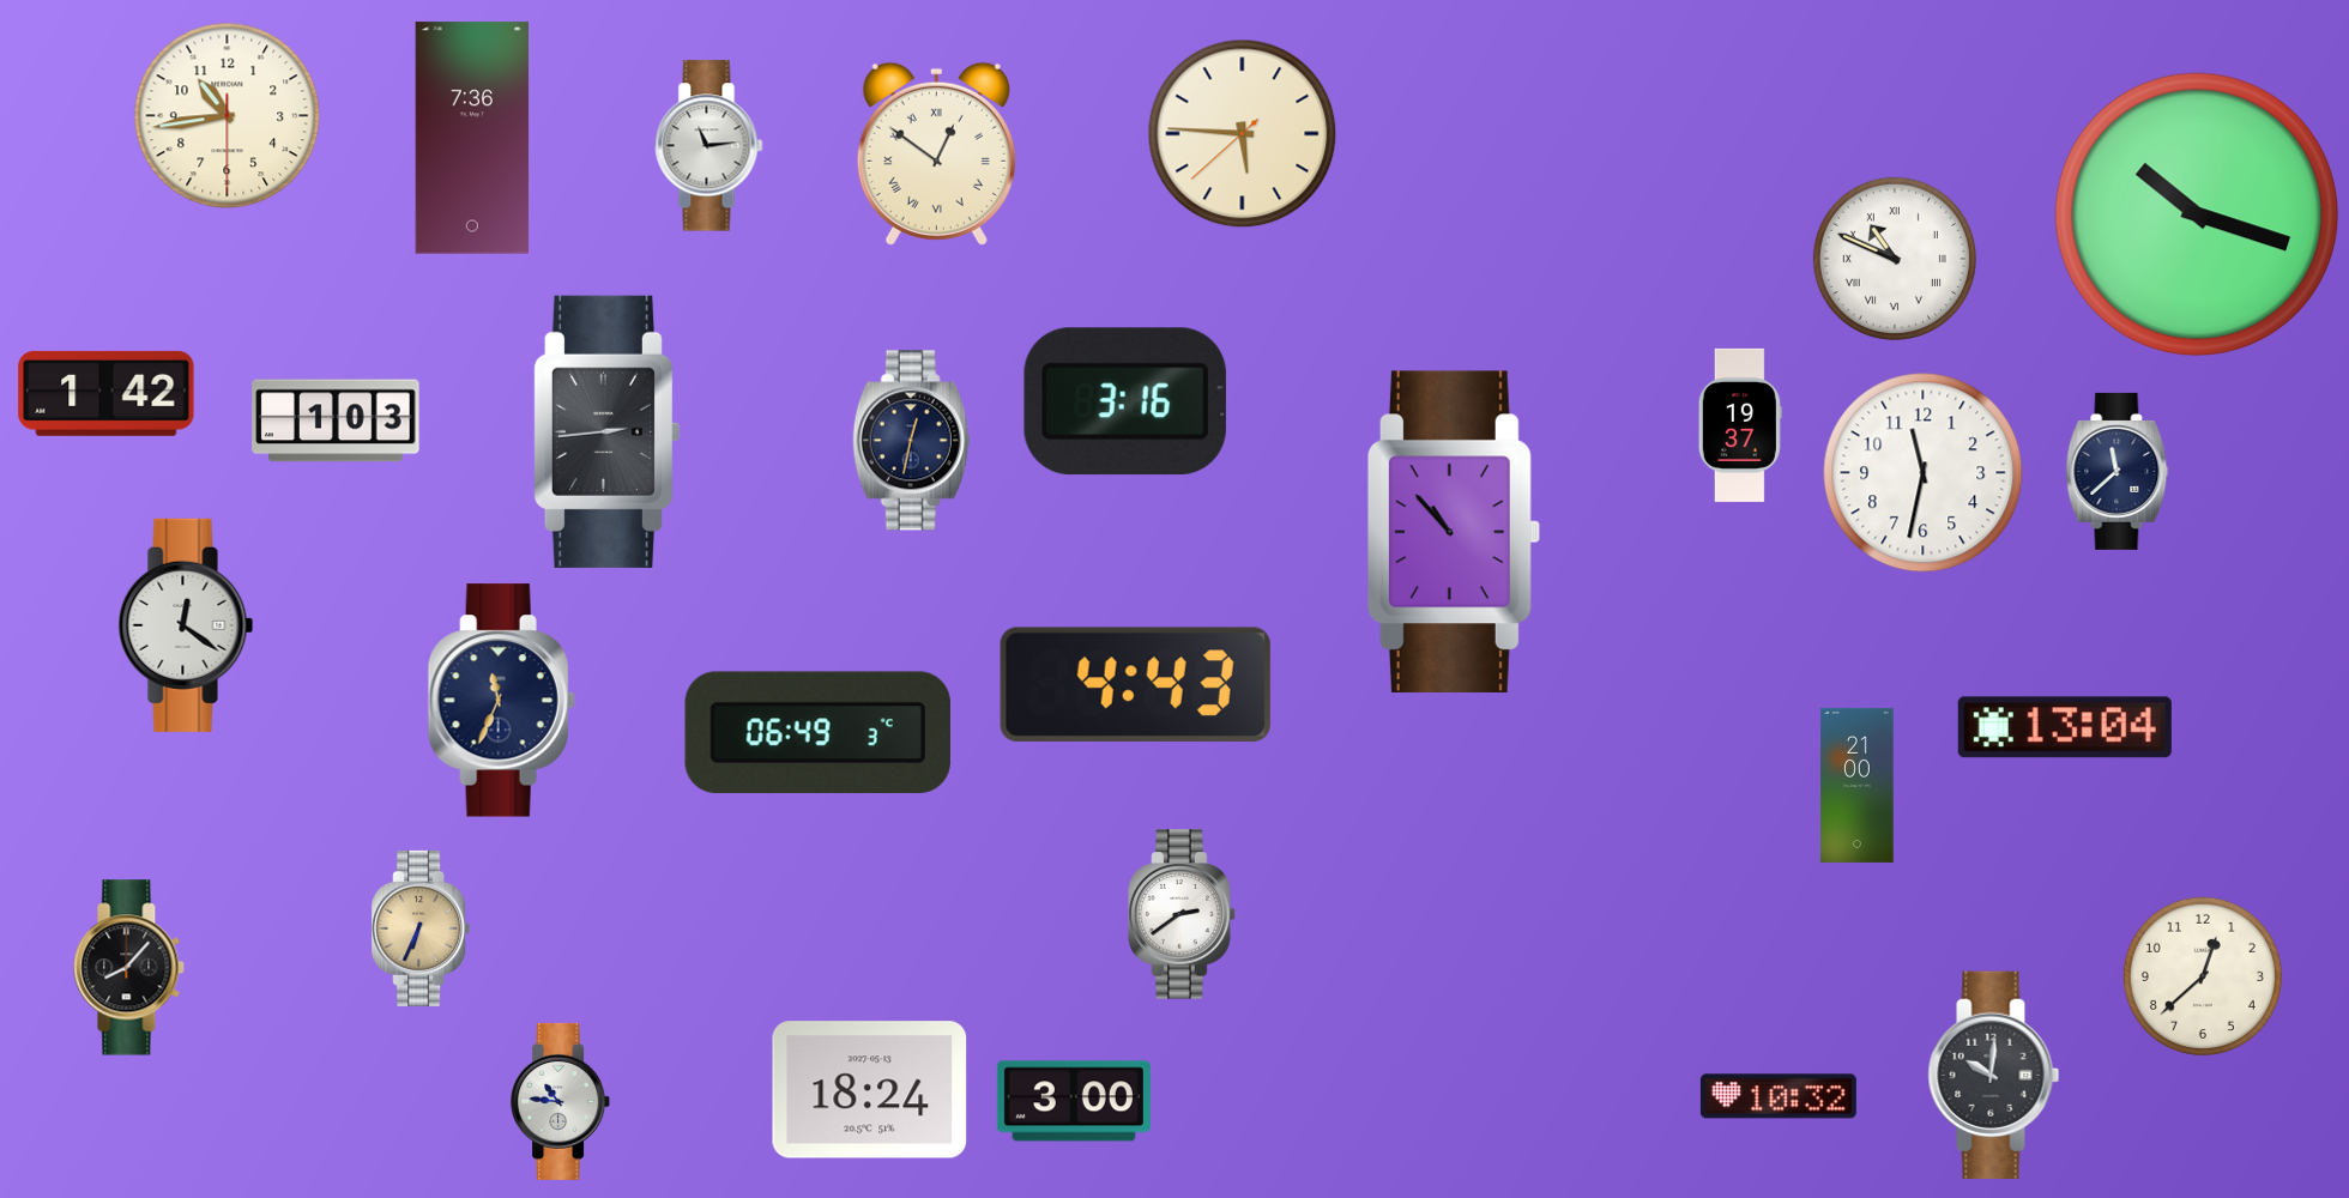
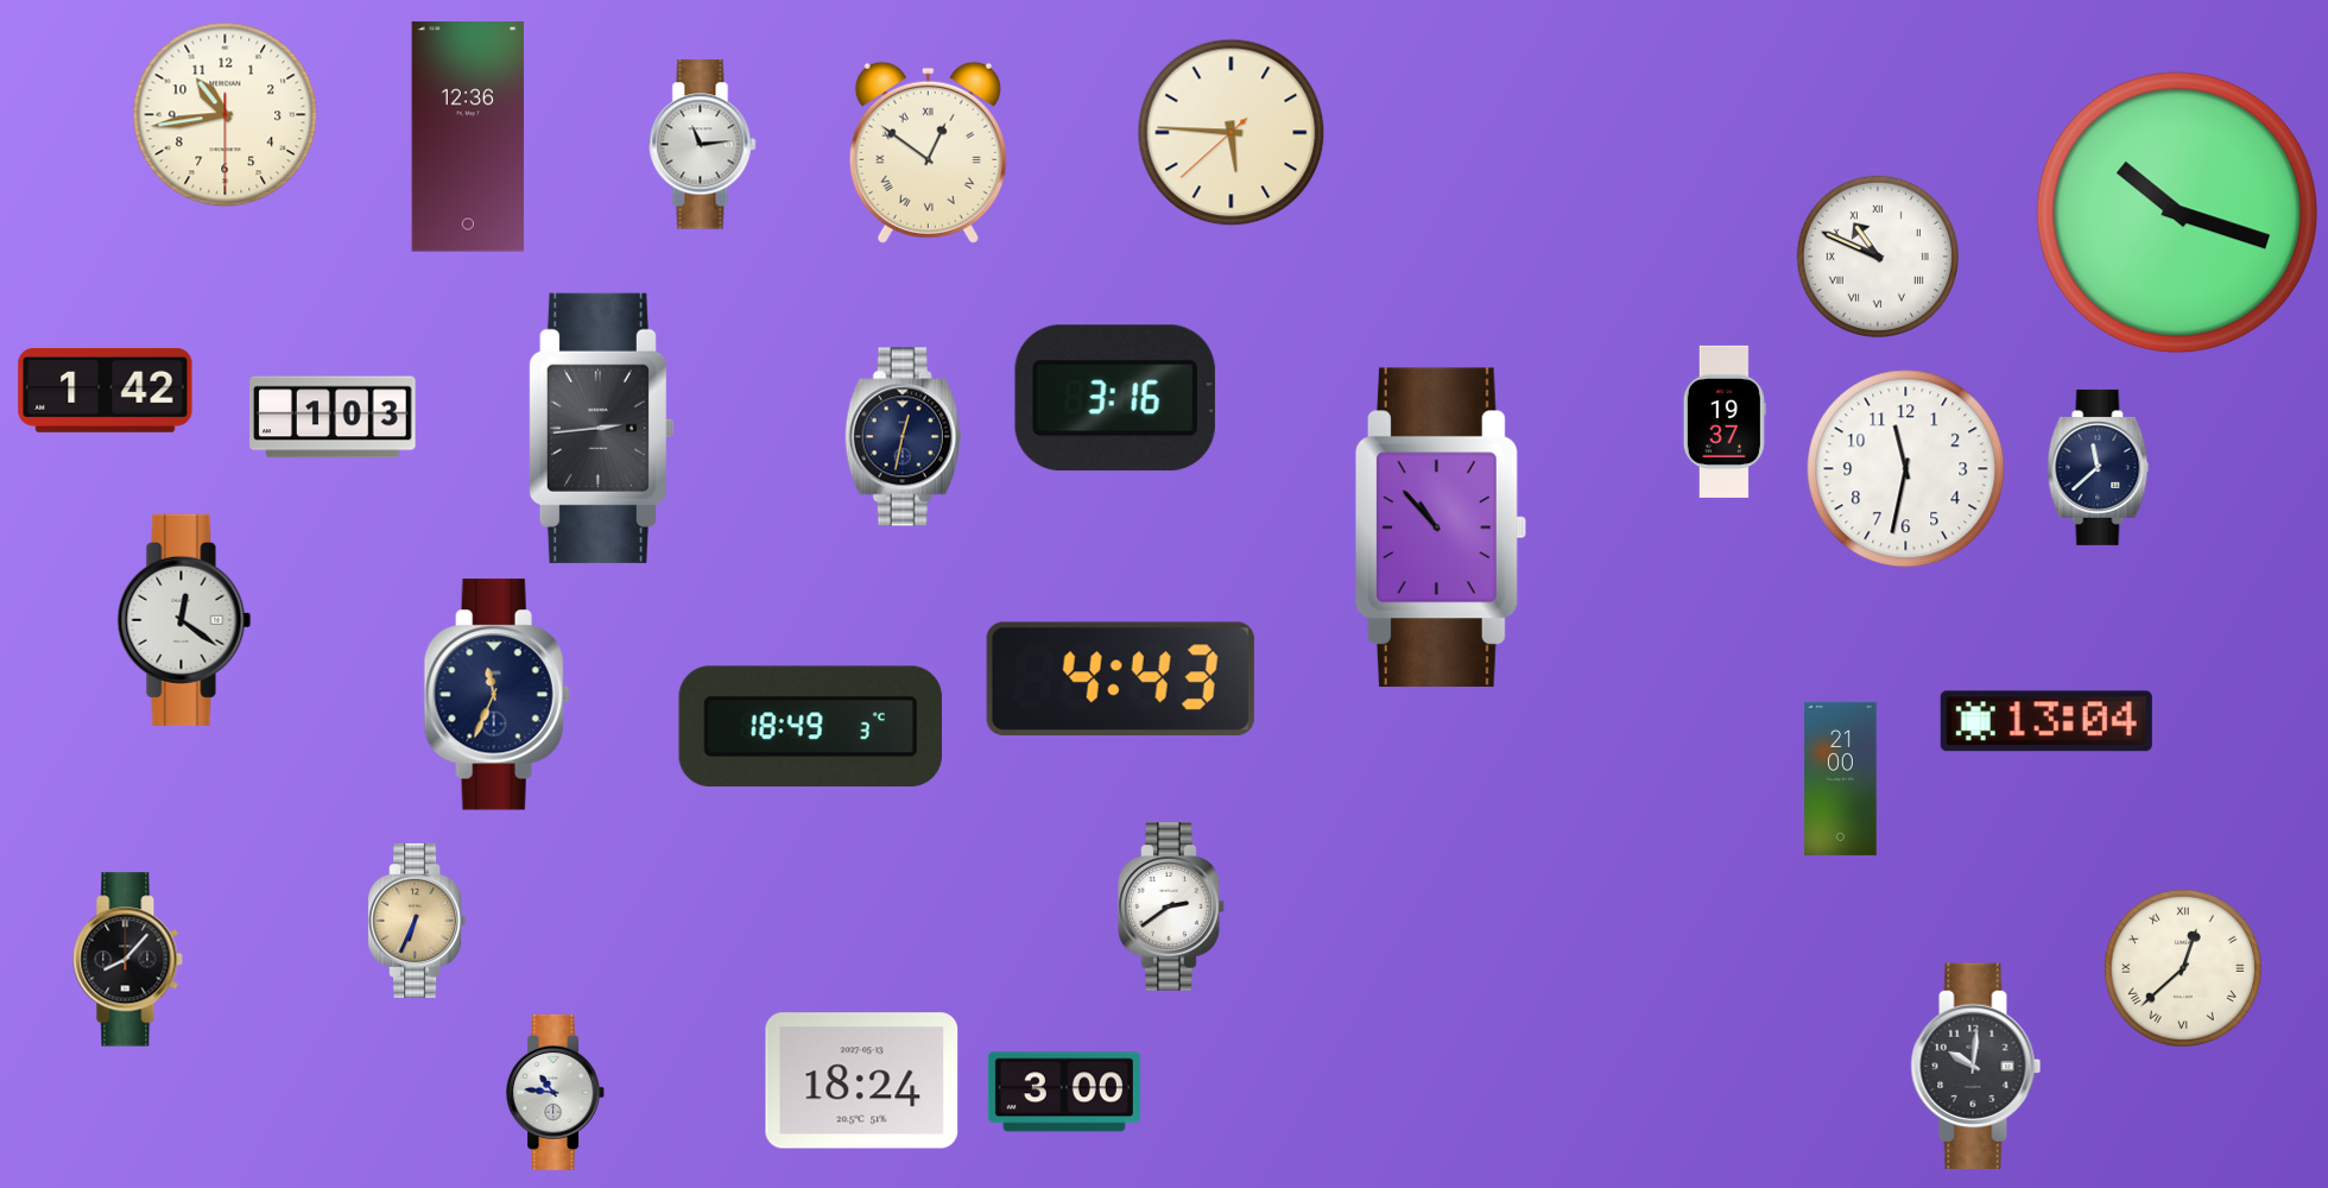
clock at (472, 138): 7:36 -> 12:36
clock at (1135, 684) position: (1135, 684) -> (1120, 678)
clock at (817, 733): 06:49 -> 18:49
clock at (2203, 976) numerals: Arabic -> Roman
clock at (1779, 1096): 10:32 -> none
